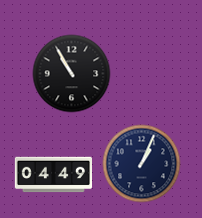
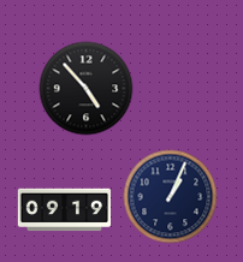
clock at (71, 73): 10:55 -> 4:53
clock at (53, 175): 04:49 -> 09:19
